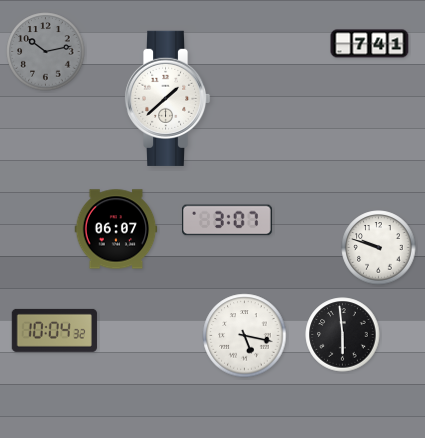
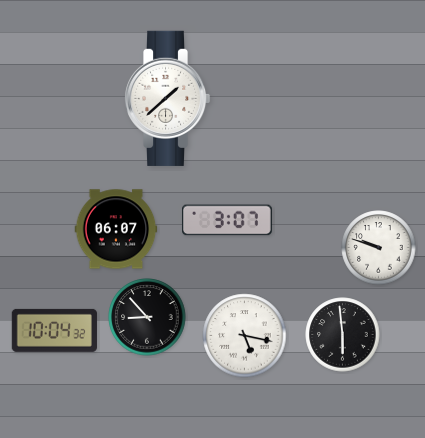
clock at (370, 44): 7:41 -> none
clock at (46, 52): 10:13 -> none
clock at (147, 317): none -> 8:53
